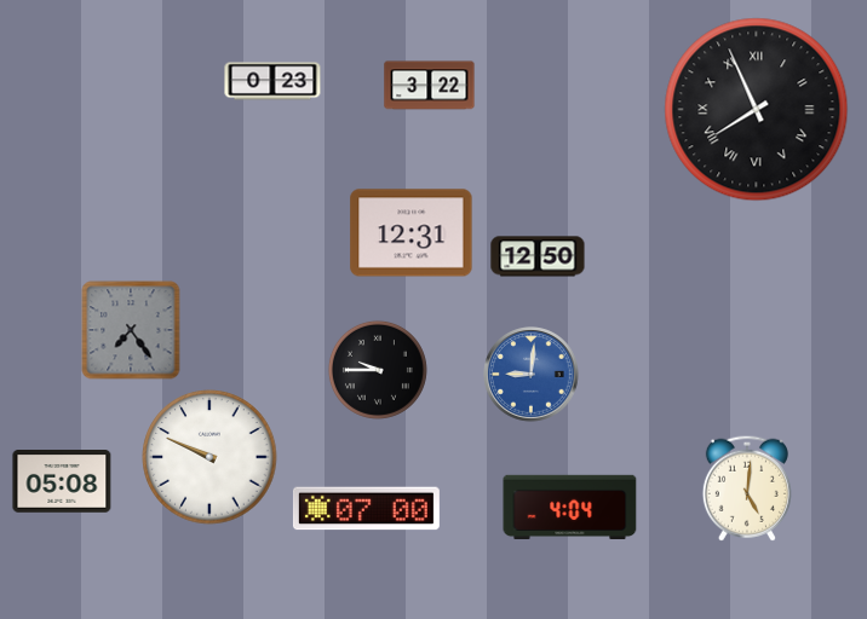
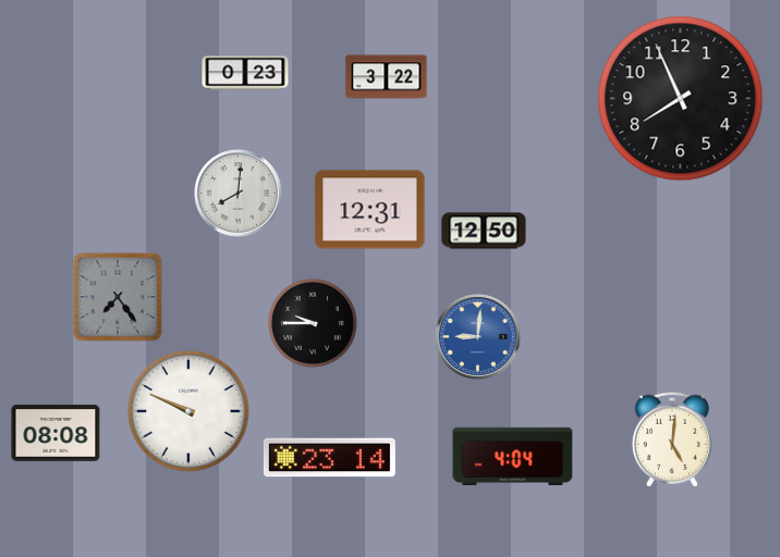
clock at (757, 110) numerals: Roman -> Arabic
clock at (239, 194): none -> 8:01
clock at (378, 370) position: (378, 370) -> (313, 323)
clock at (62, 482): 05:08 -> 08:08
clock at (366, 509): 07:00 -> 23:14
